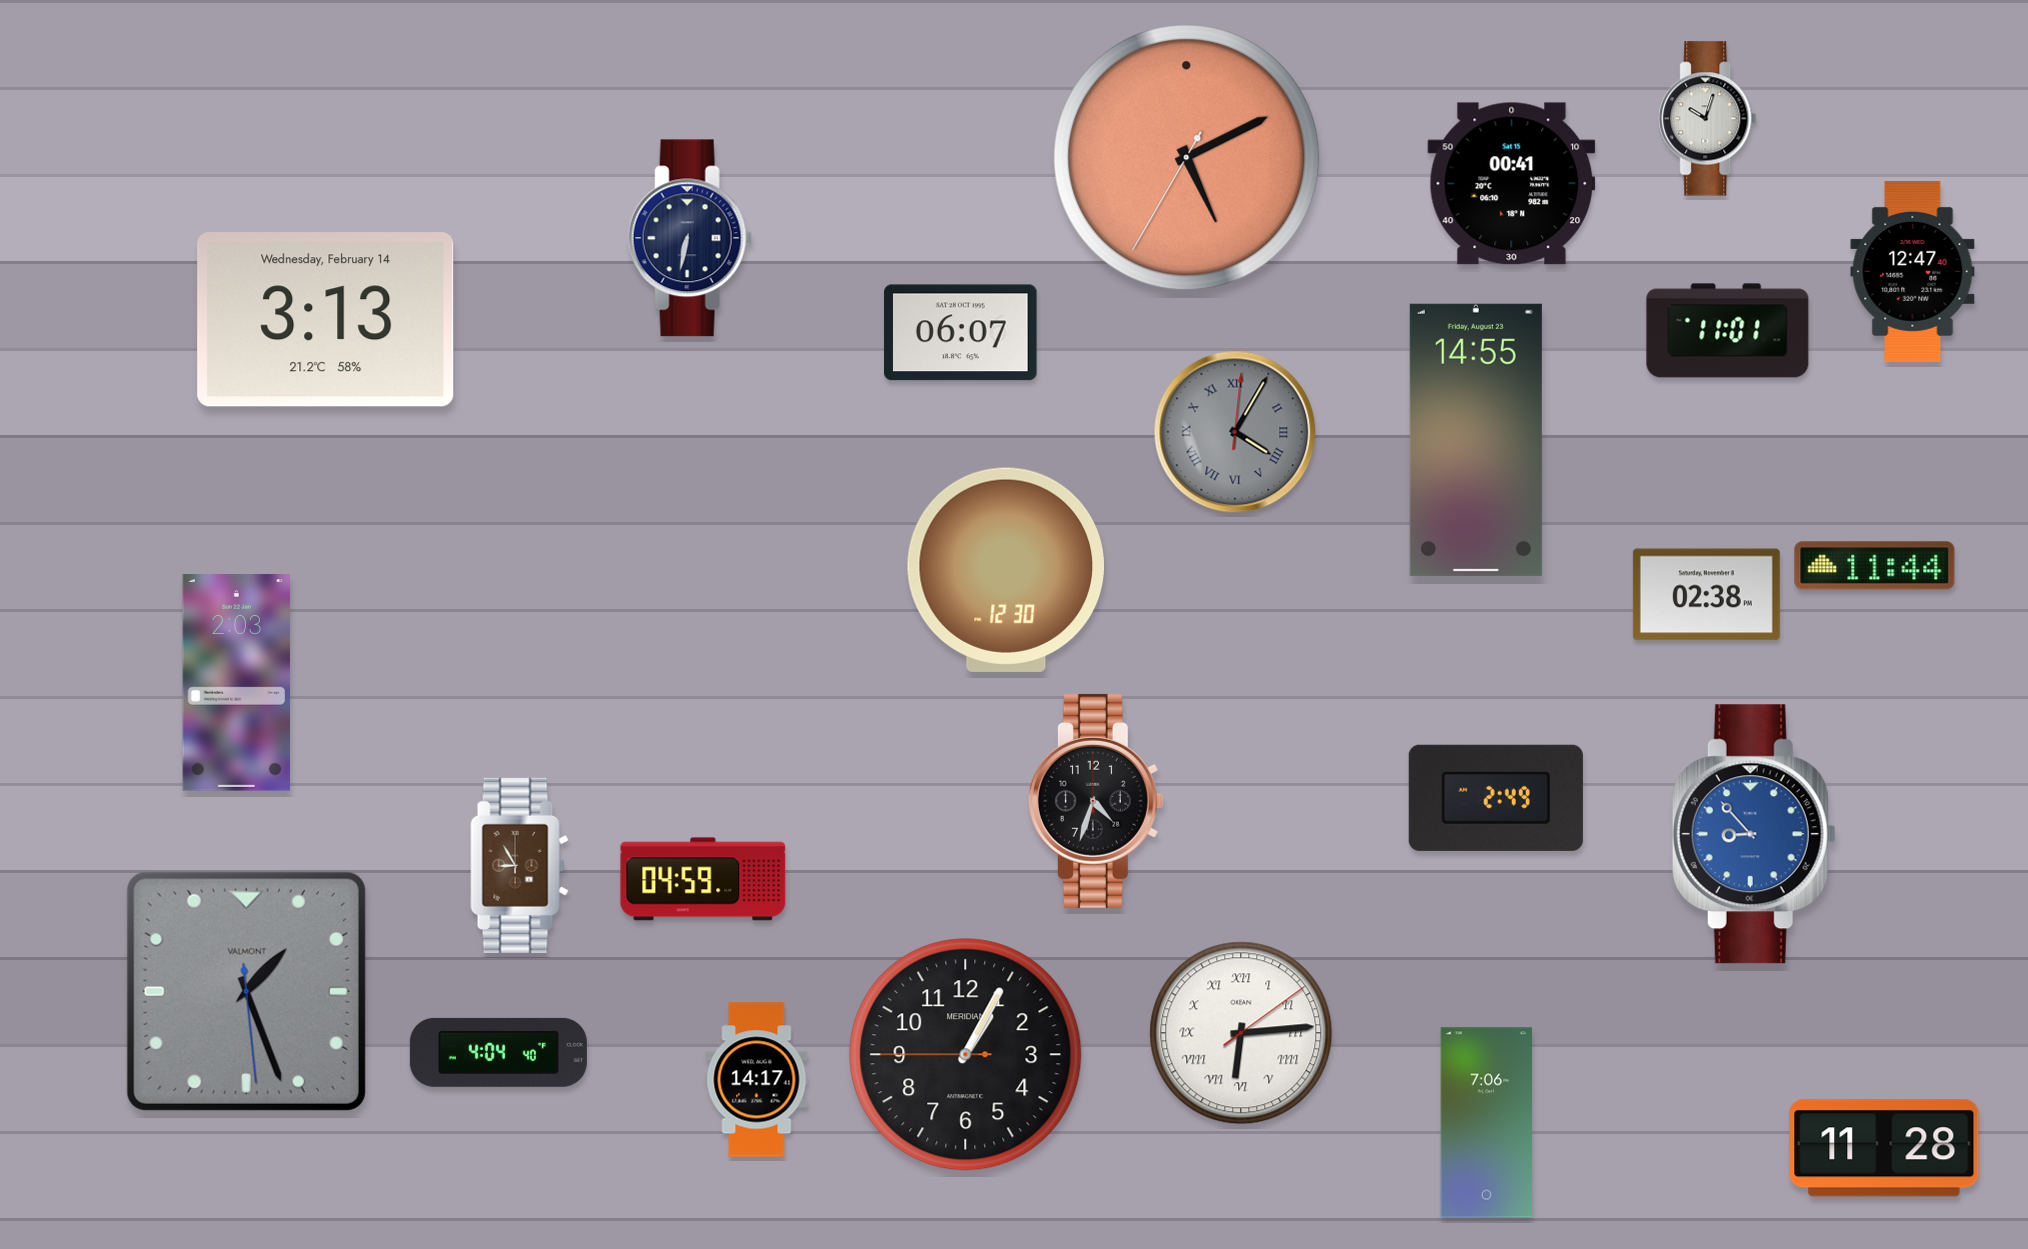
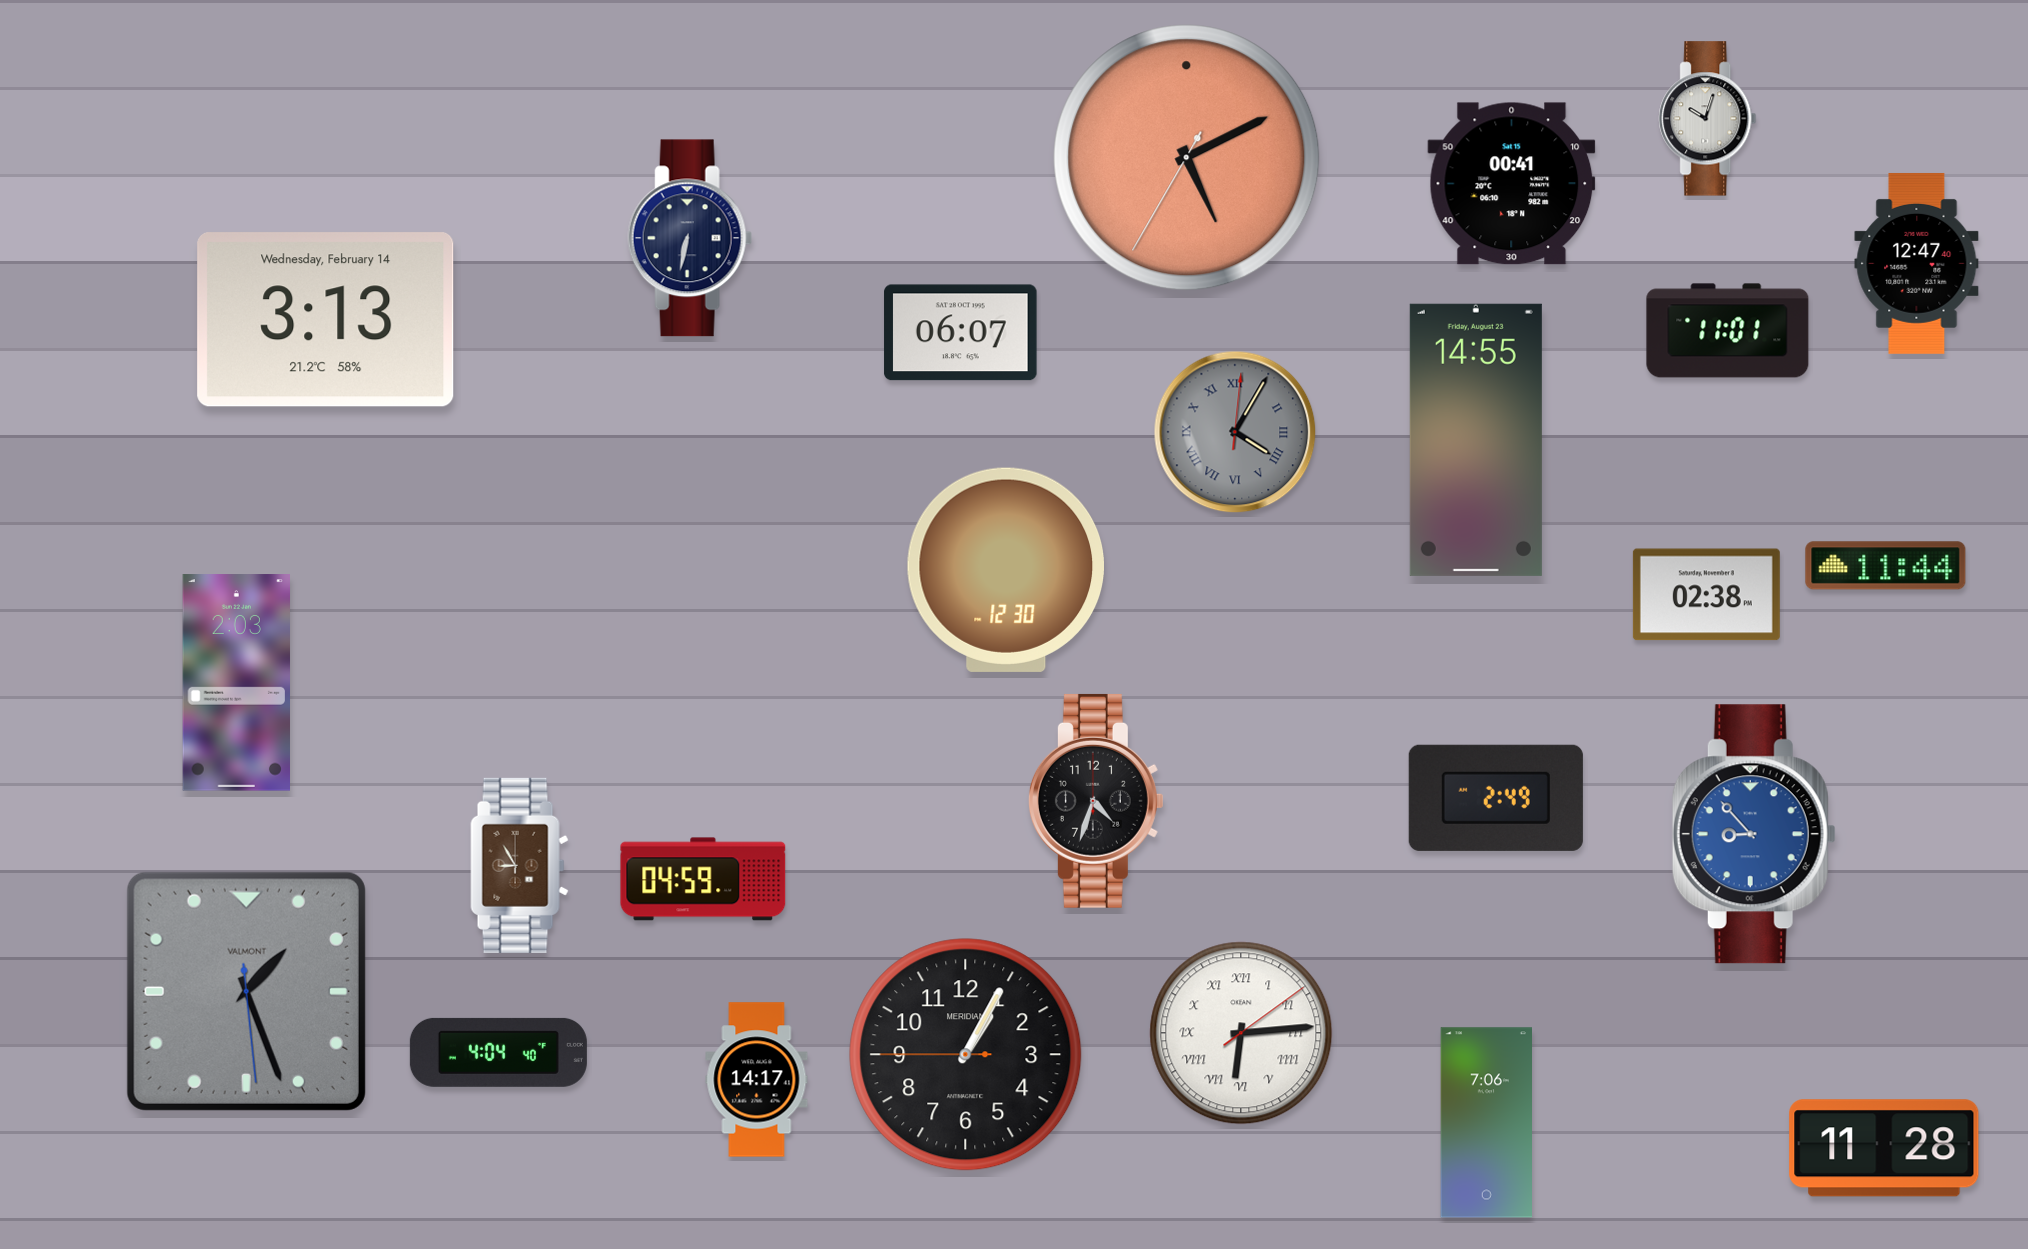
clock at (1913, 271) position: (1913, 271) -> (1917, 263)
clock at (1875, 566) position: (1875, 566) -> (1886, 566)
